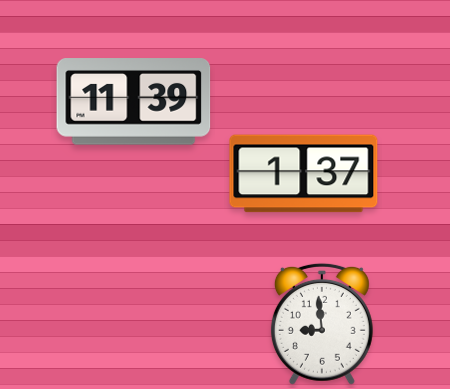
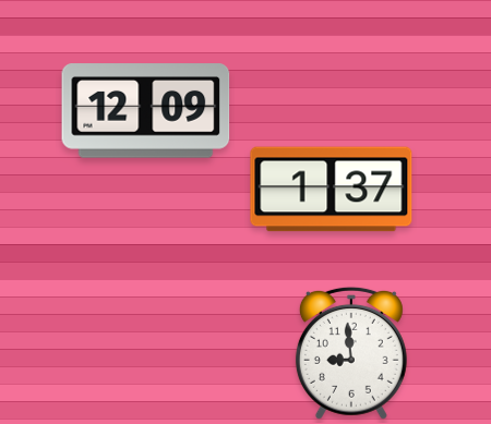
clock at (134, 102): 11:39 -> 12:09
